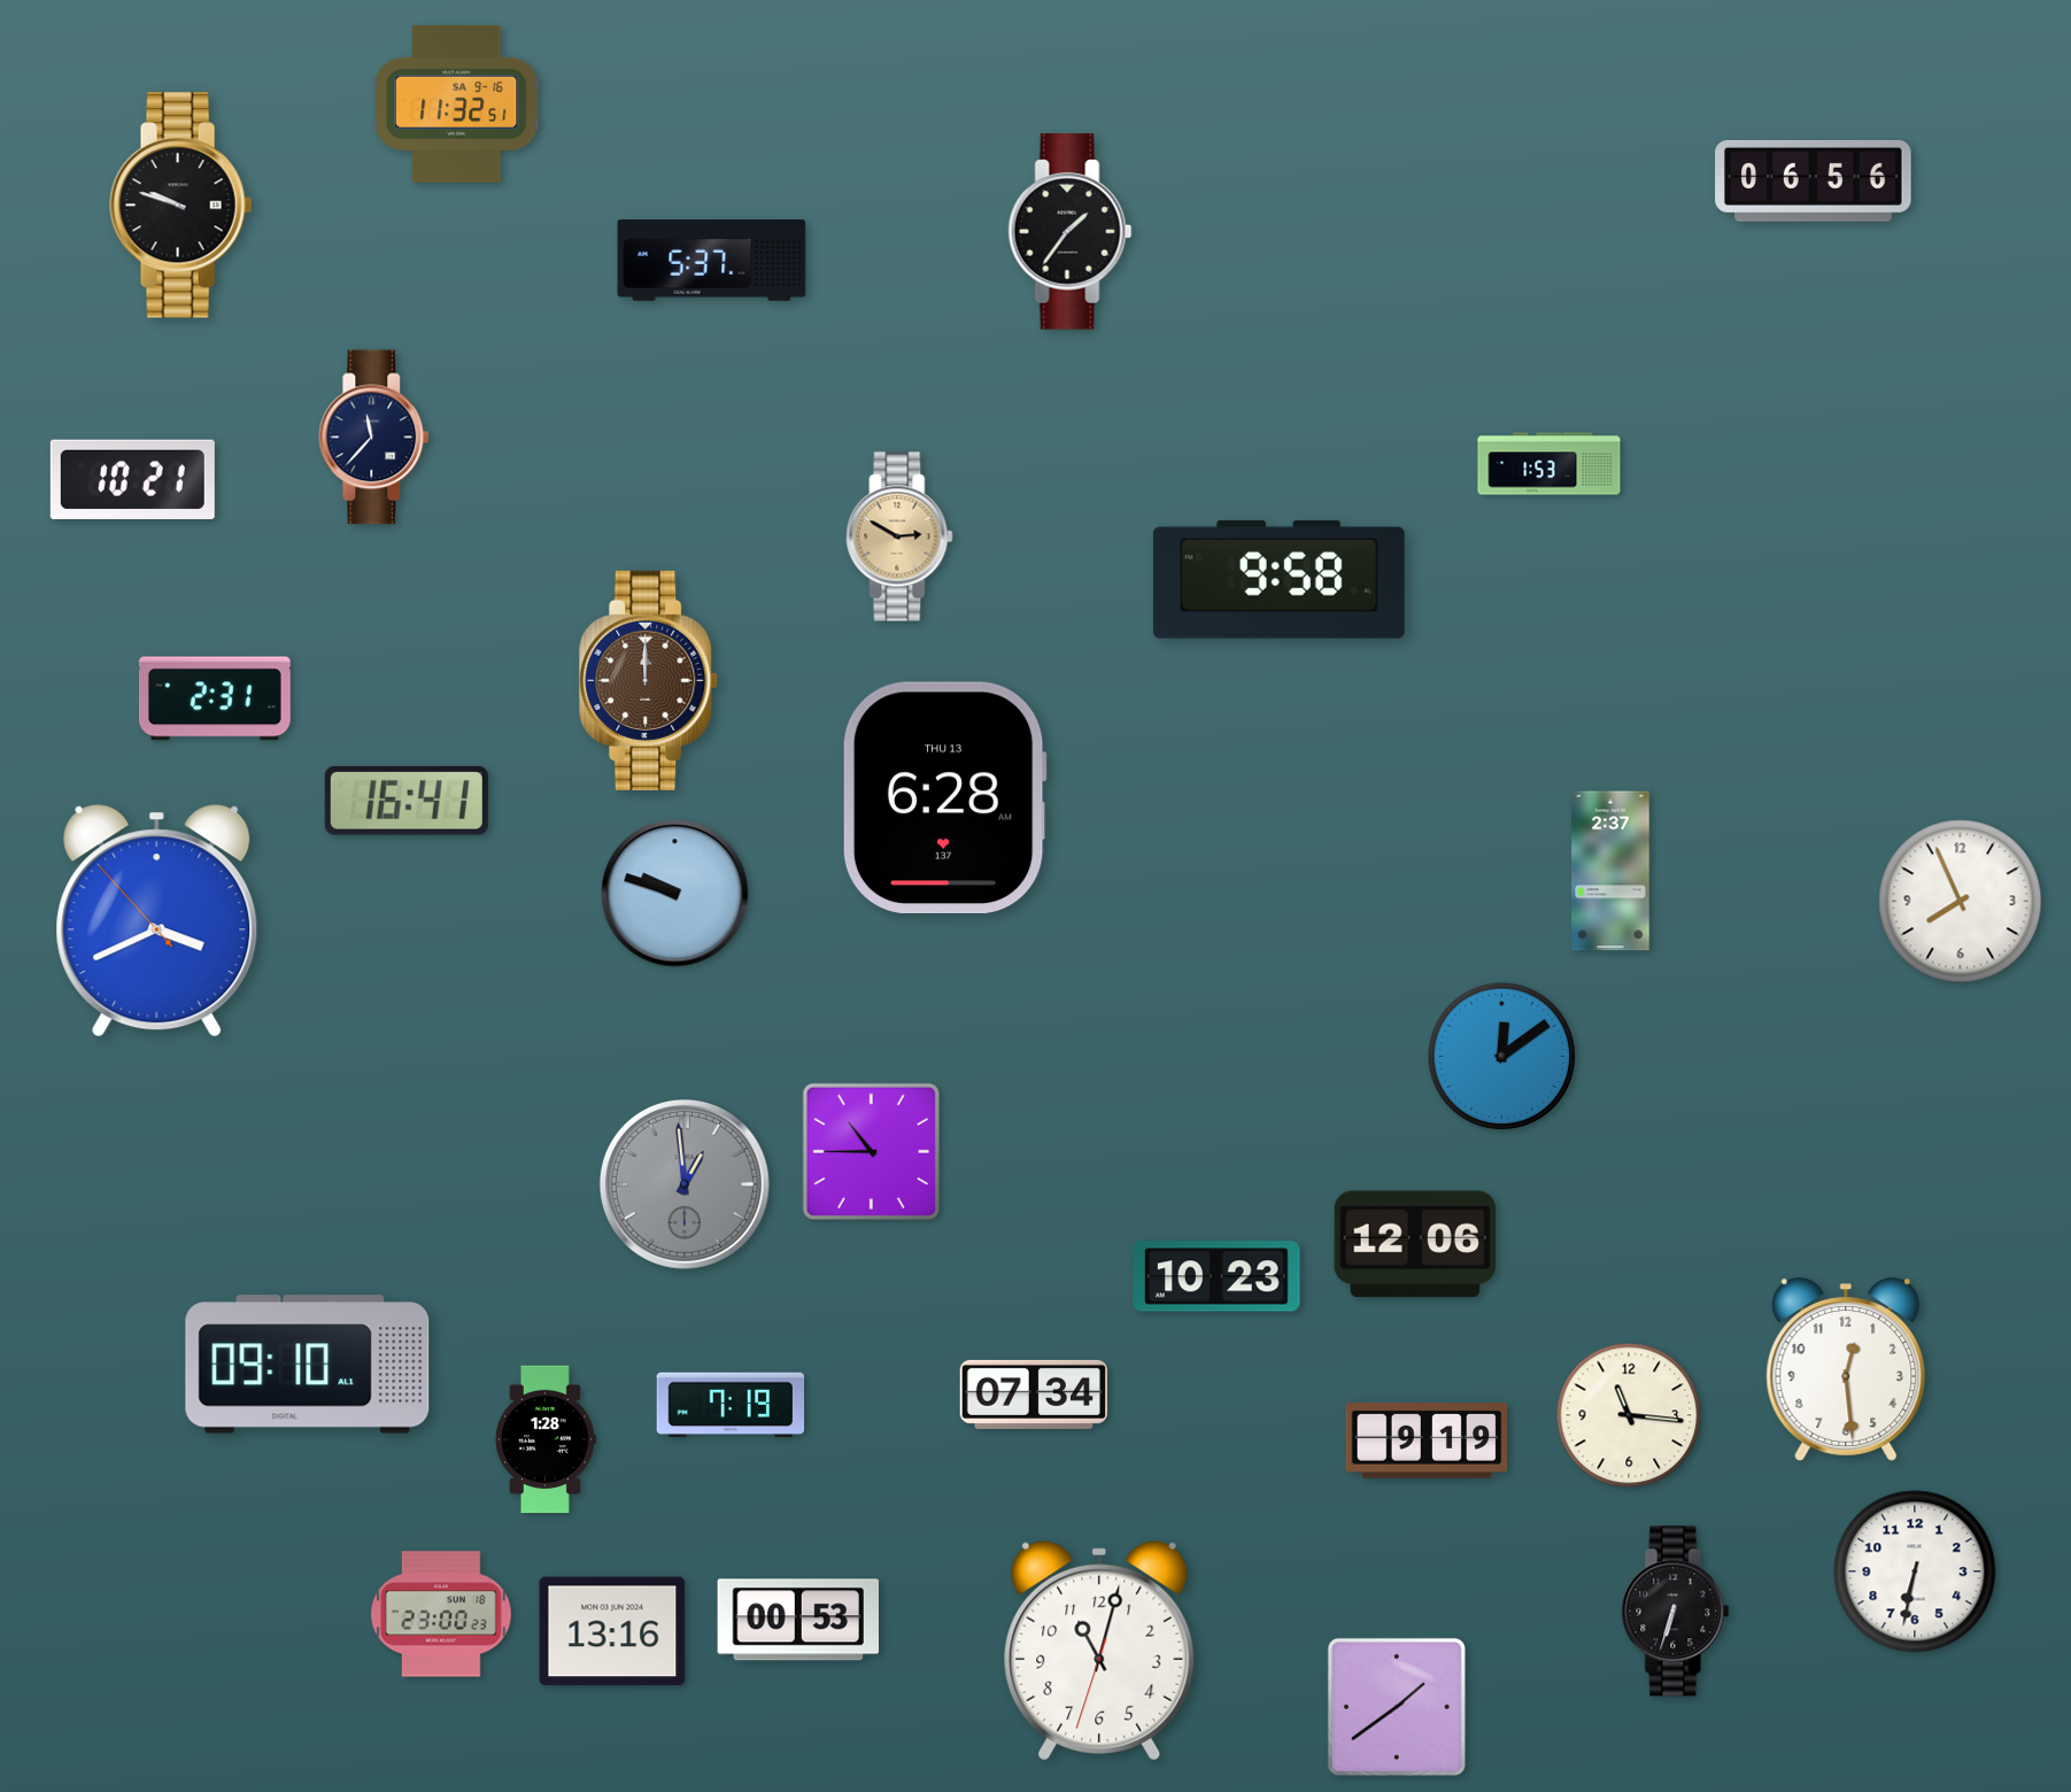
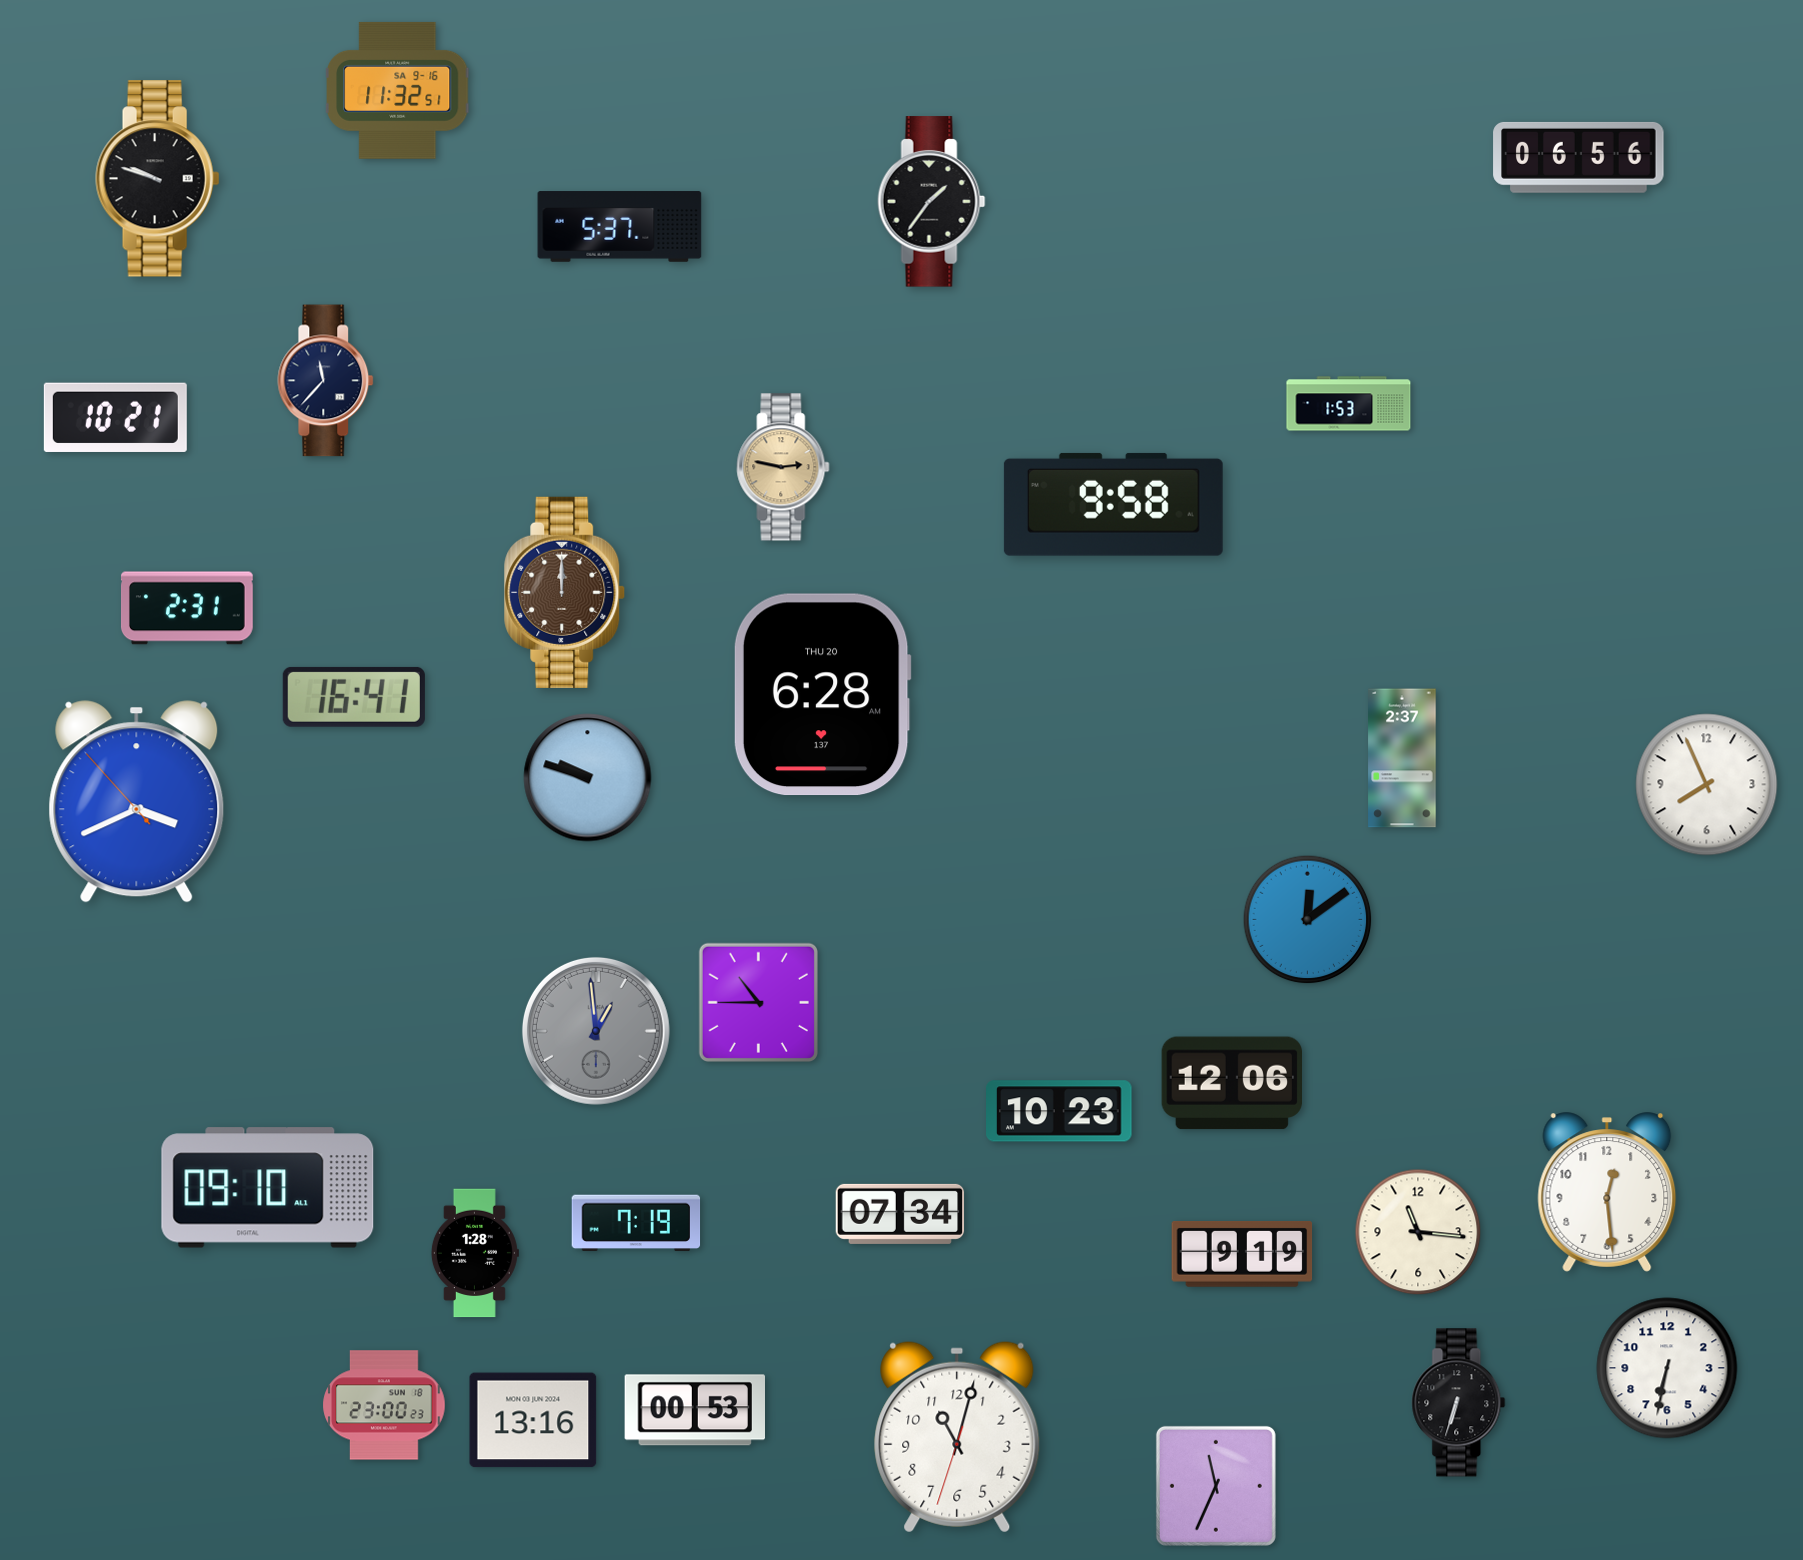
clock at (899, 536): 2:50 -> 2:47
clock at (944, 798) date: THU 13 -> THU 20
clock at (1397, 1707): 1:39 -> 11:34
